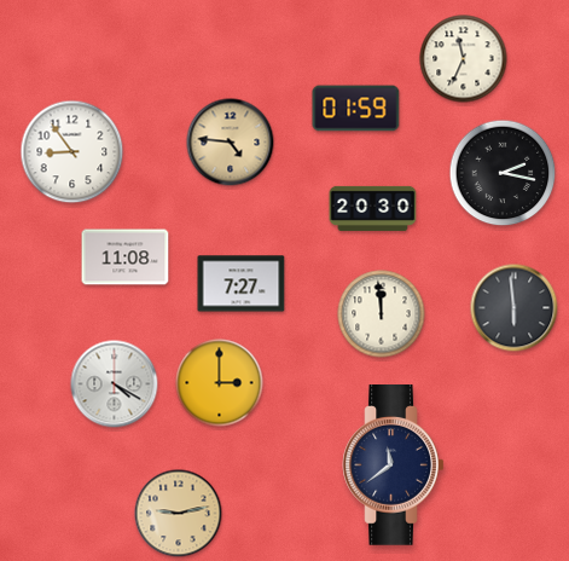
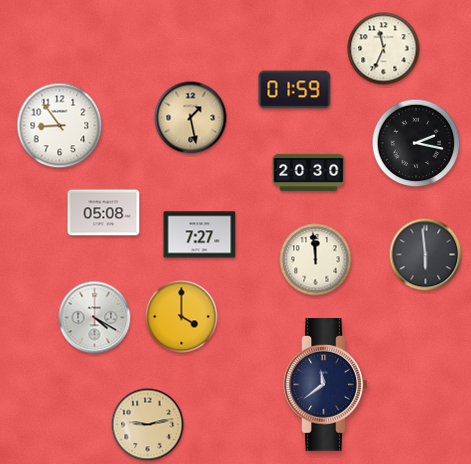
clock at (231, 143): 4:46 -> 1:28
clock at (126, 258): 11:08 -> 05:08
clock at (220, 383): 3:00 -> 4:00
